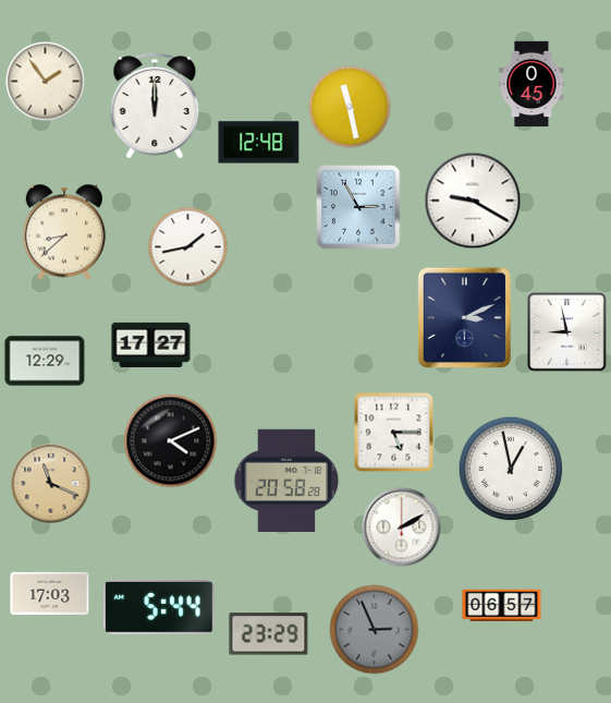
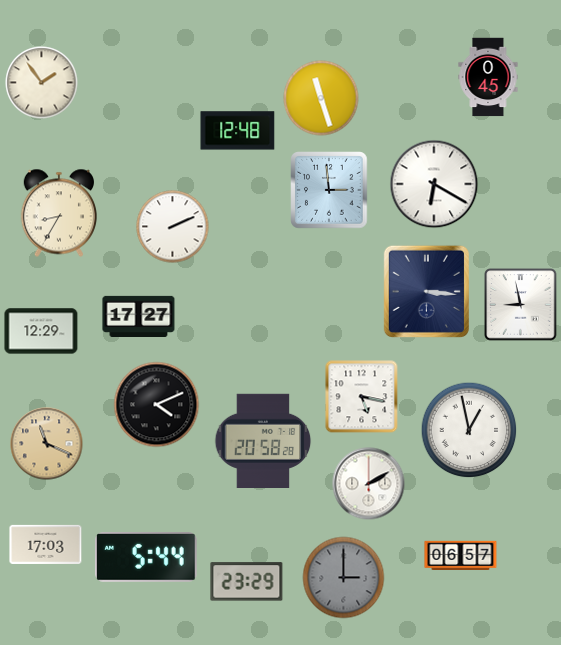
clock at (46, 82) position: (46, 82) -> (42, 83)
clock at (155, 106): 12:00 -> none
clock at (350, 107): 11:28 -> 11:27
clock at (473, 201): 9:20 -> 6:20
clock at (358, 207): 2:55 -> 2:59
clock at (63, 232): 8:38 -> 8:35
clock at (188, 247): 1:43 -> 2:11
clock at (464, 317): 3:11 -> 3:16
clock at (394, 433): 5:15 -> 5:17
clock at (375, 630): 2:56 -> 3:00
